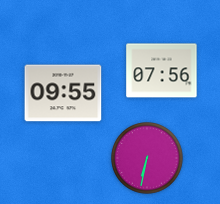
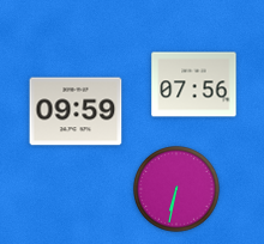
clock at (63, 93): 09:55 -> 09:59
